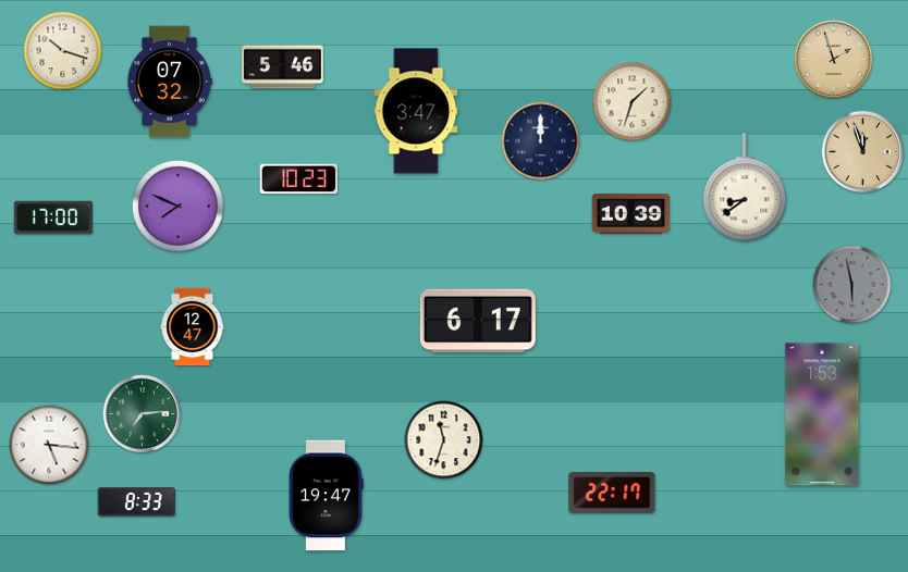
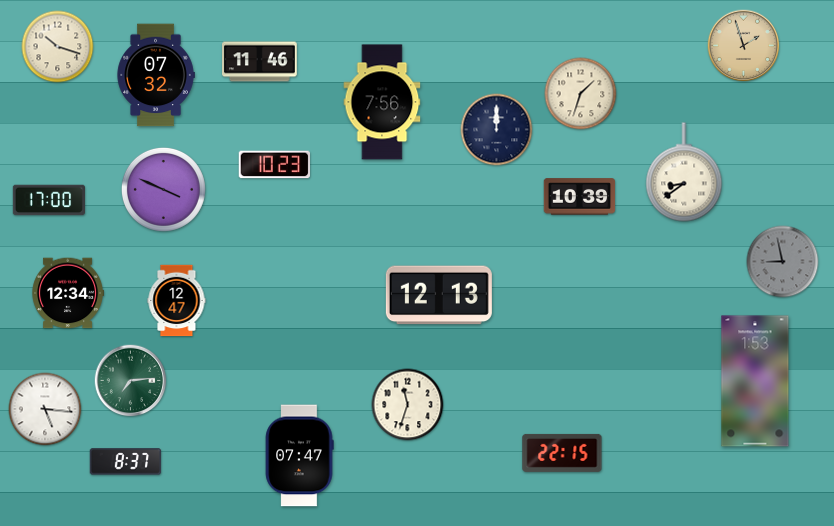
clock at (834, 60) position: (834, 60) -> (744, 46)
clock at (283, 67): 5:46 -> 11:46
clock at (416, 111): 3:47 -> 7:56
clock at (862, 151): 11:57 -> none
clock at (177, 206): 7:49 -> 3:49
clock at (852, 285): 5:58 -> 8:58
clock at (67, 293): none -> 12:34
clock at (478, 321): 6:17 -> 12:13
clock at (612, 493): 22:17 -> 22:15
clock at (326, 496): 19:47 -> 07:47
clock at (137, 502): 8:33 -> 8:37
